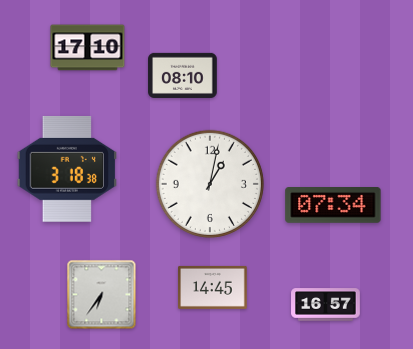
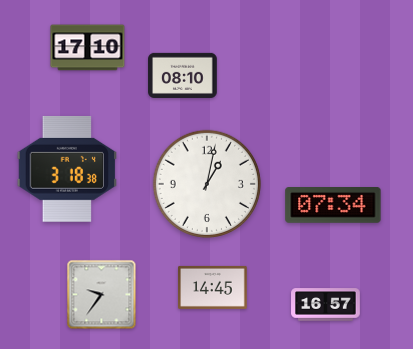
clock at (210, 184) position: (210, 184) -> (207, 184)
clock at (102, 295): 6:36 -> 9:36
